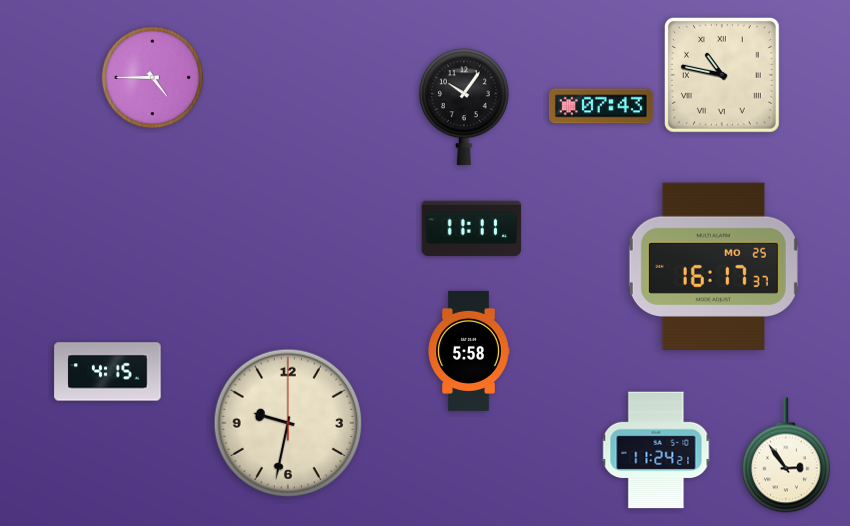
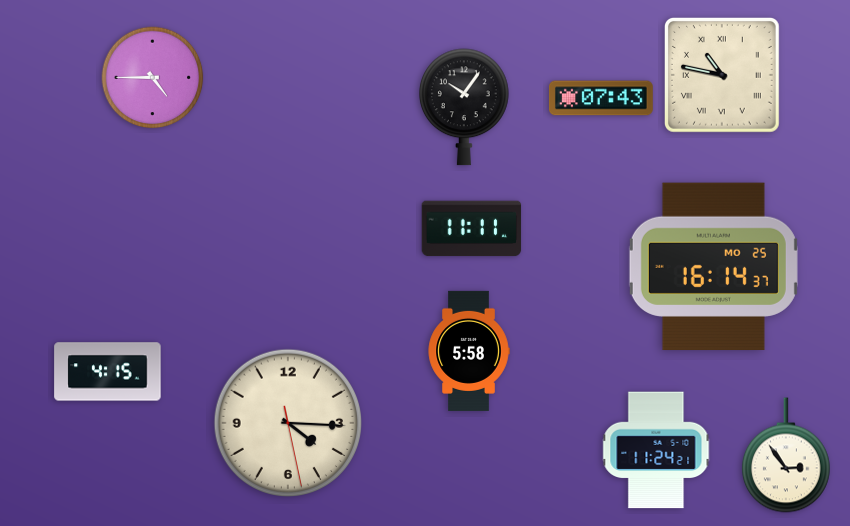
clock at (601, 106) position: (601, 106) -> (601, 98)
clock at (713, 267): 16:17 -> 16:14
clock at (287, 422): 9:32 -> 4:15
